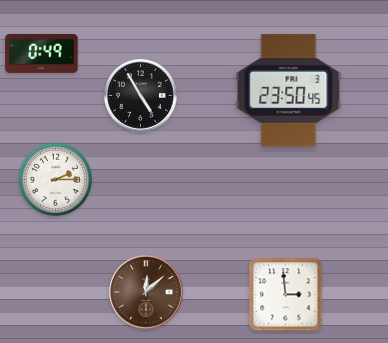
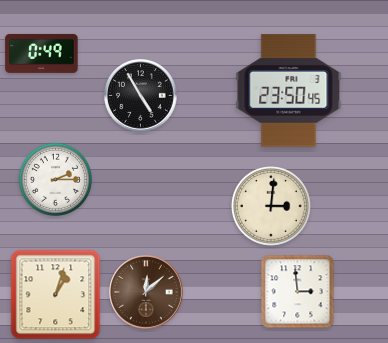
clock at (272, 207): none -> 3:01
clock at (56, 295): none -> 1:03
clock at (286, 295) position: (286, 295) -> (298, 292)
